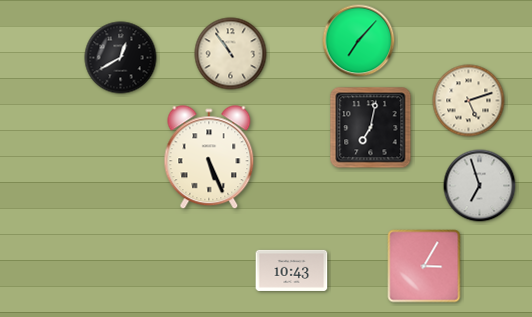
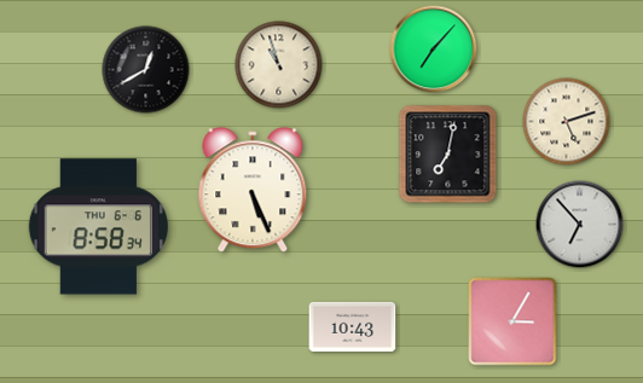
clock at (231, 54): 10:54 -> 10:57
clock at (480, 186): 6:57 -> 6:53
clock at (98, 227): none -> 8:58
